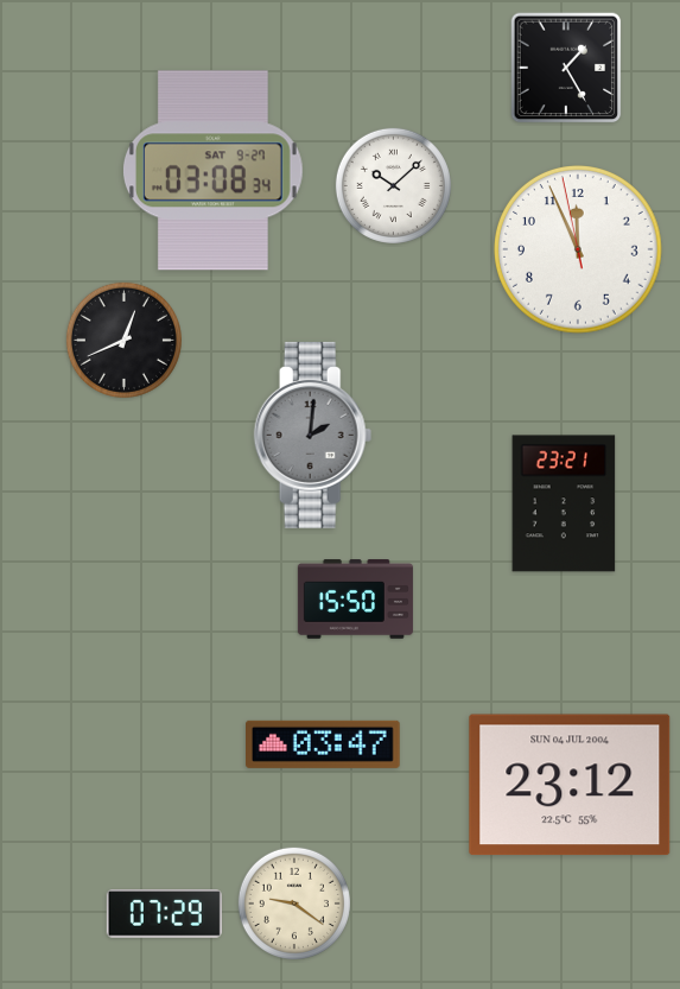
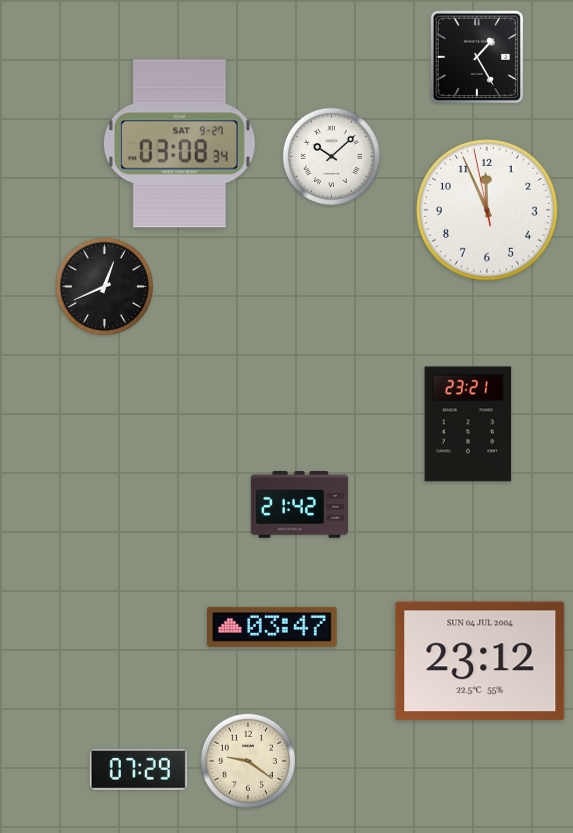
clock at (313, 435): 2:01 -> none
clock at (564, 503) position: (564, 503) -> (468, 424)
clock at (355, 600): 15:50 -> 21:42
